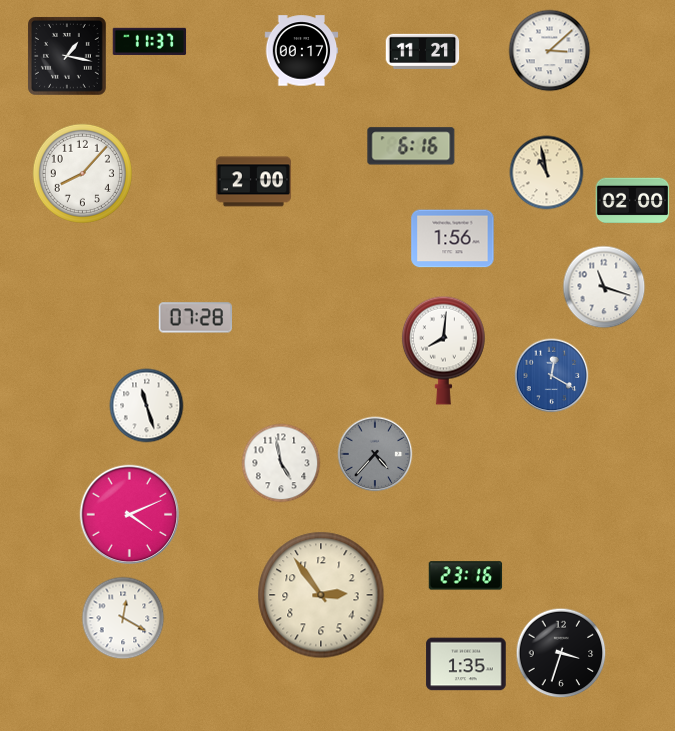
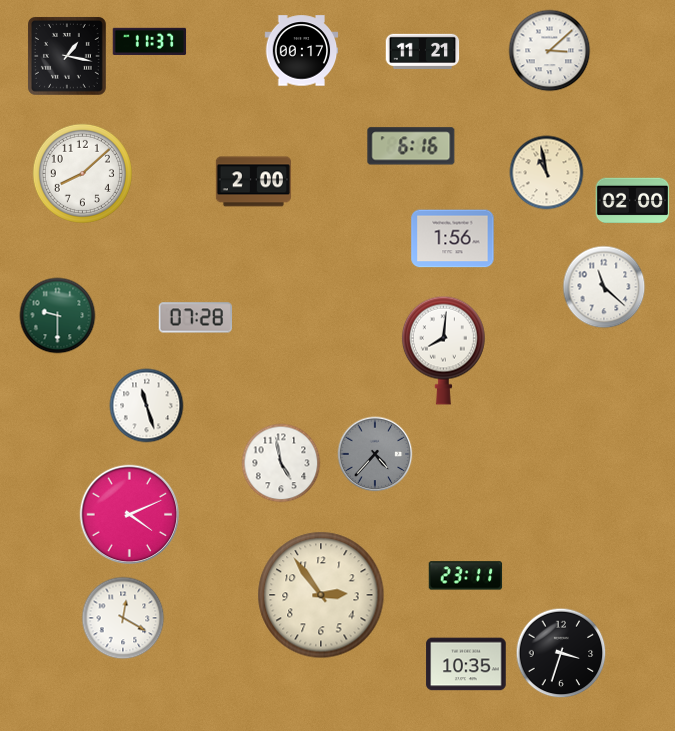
clock at (82, 173): 8:07 -> 8:08
clock at (604, 287): 11:18 -> 11:22
clock at (58, 316): none -> 9:30
clock at (552, 376): 12:20 -> none
clock at (466, 576): 23:16 -> 23:11
clock at (466, 664): 1:35 -> 10:35
